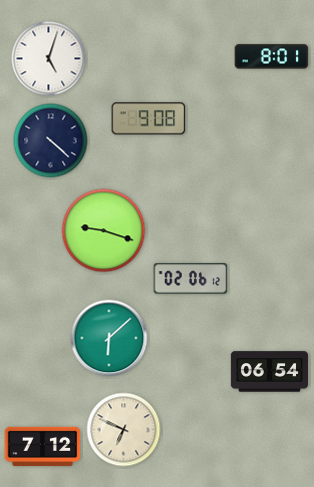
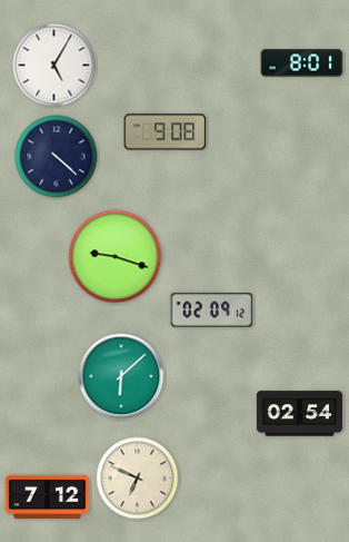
clock at (49, 59): 5:03 -> 5:05
clock at (191, 279): 02:06 -> 02:09
clock at (269, 372): 06:54 -> 02:54
